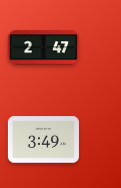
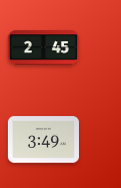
clock at (43, 48): 2:47 -> 2:45
